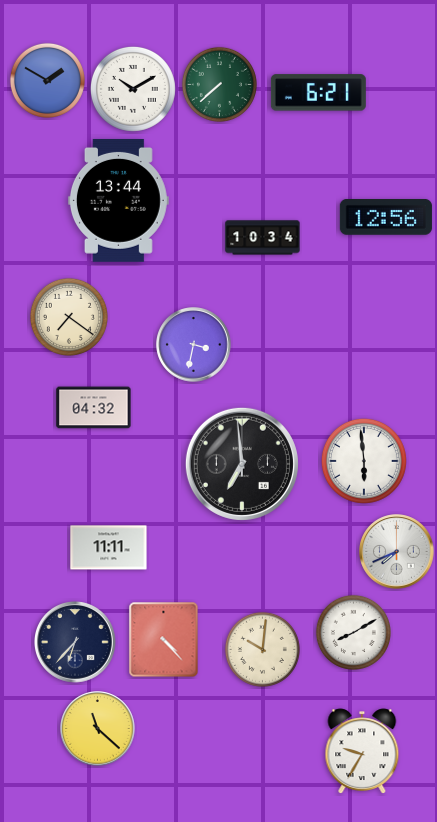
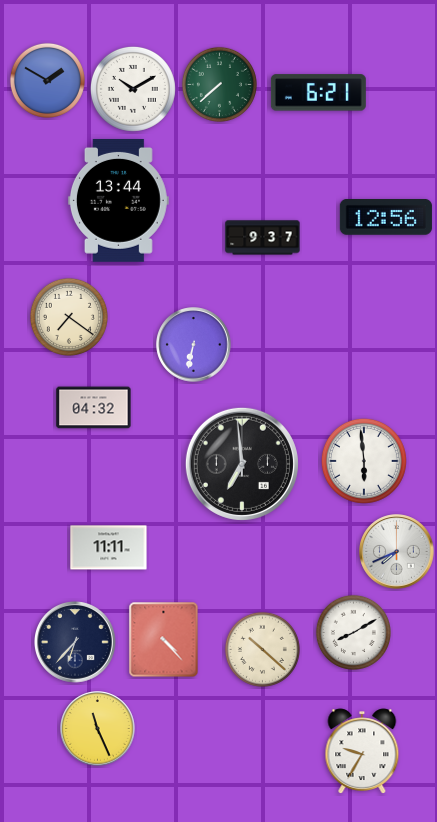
clock at (263, 238): 10:34 -> 9:37
clock at (194, 345): 3:32 -> 6:32
clock at (262, 649): 10:01 -> 10:22
clock at (98, 729): 11:22 -> 11:26
